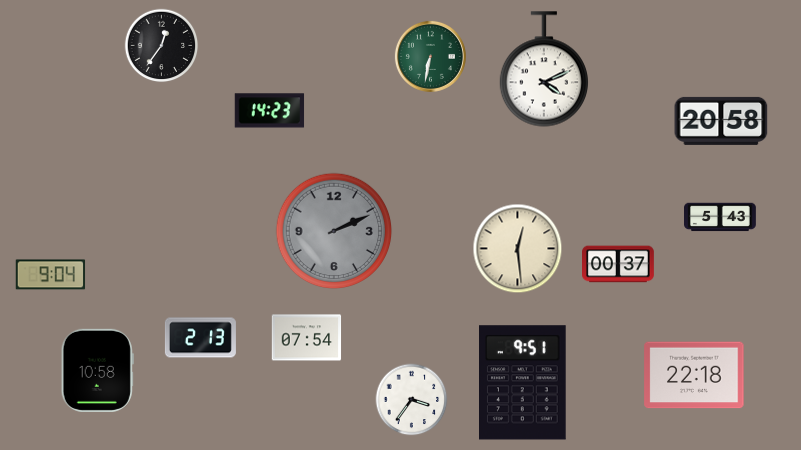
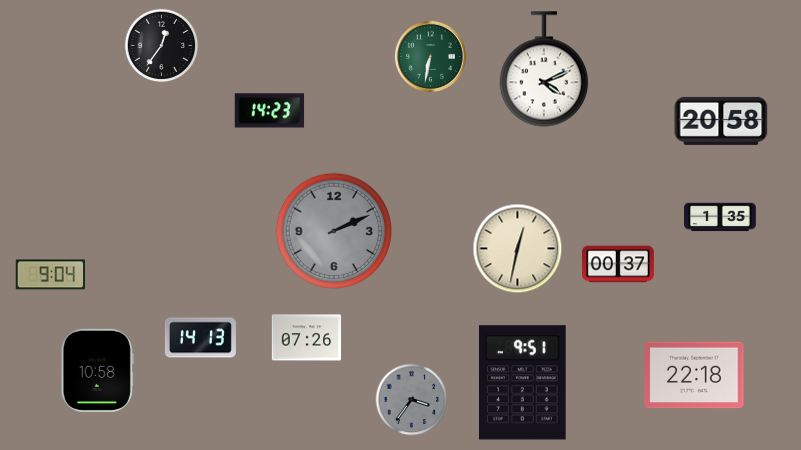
clock at (721, 217): 5:43 -> 1:35
clock at (518, 249): 12:29 -> 12:32
clock at (200, 338): 2:13 -> 14:13
clock at (307, 338): 07:54 -> 07:26
clock at (412, 400) dial: white -> grey
